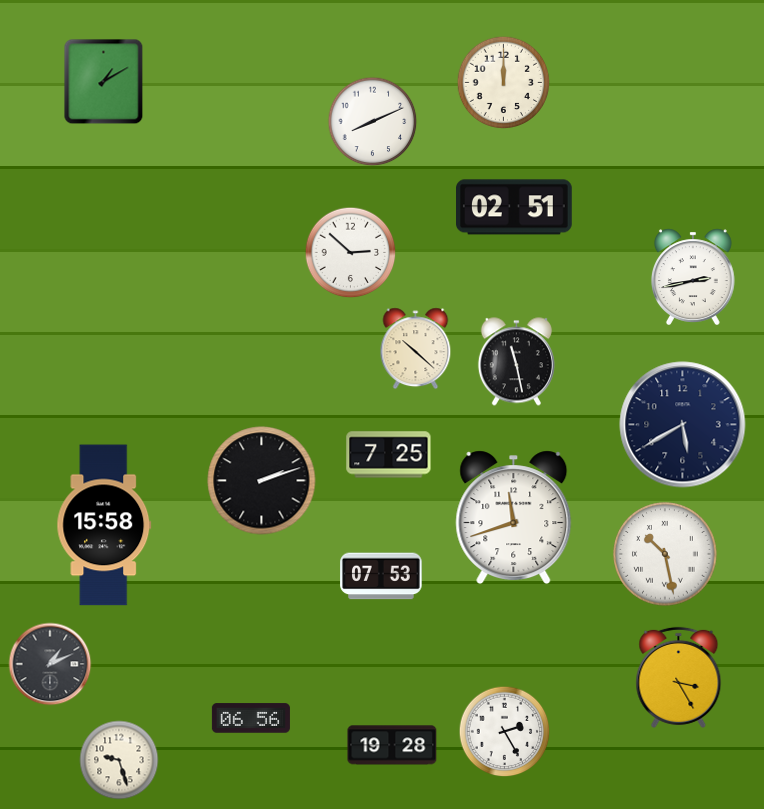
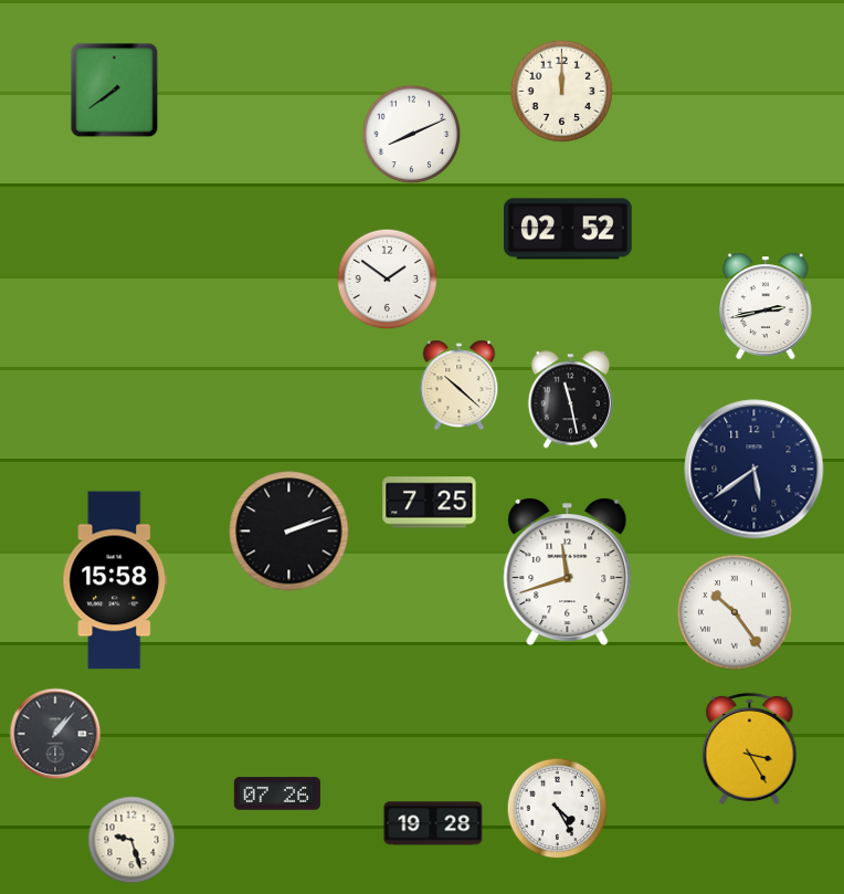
clock at (104, 82): 1:10 -> 7:39
clock at (504, 83) position: (504, 83) -> (562, 92)
clock at (515, 207): 02:51 -> 02:52
clock at (351, 253): 2:52 -> 1:51
clock at (683, 425): 5:40 -> 5:39
clock at (665, 554): 10:28 -> 10:24
clock at (381, 576): 07:53 -> none
clock at (50, 664): 1:11 -> 1:07
clock at (251, 718): 06:56 -> 07:26
clock at (505, 732): 2:25 -> 4:25
